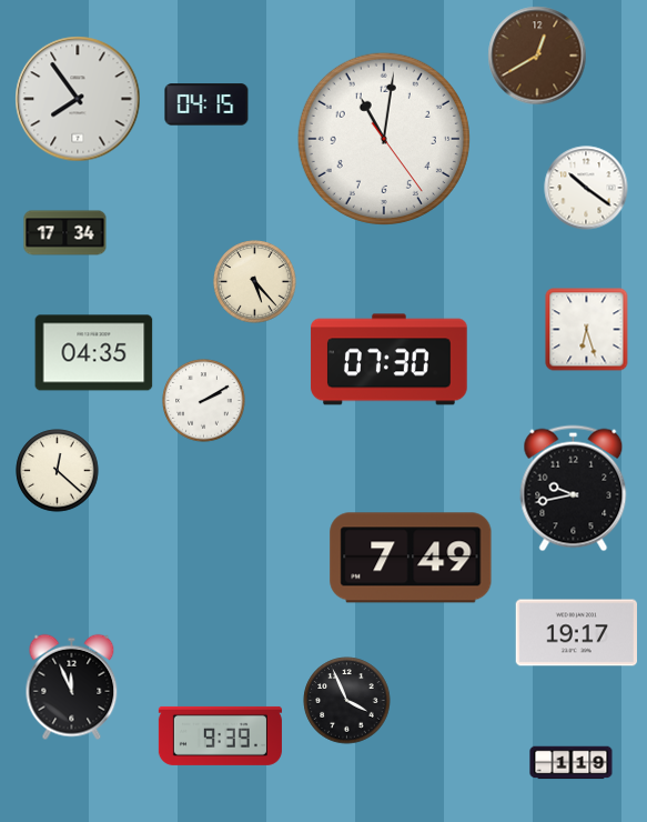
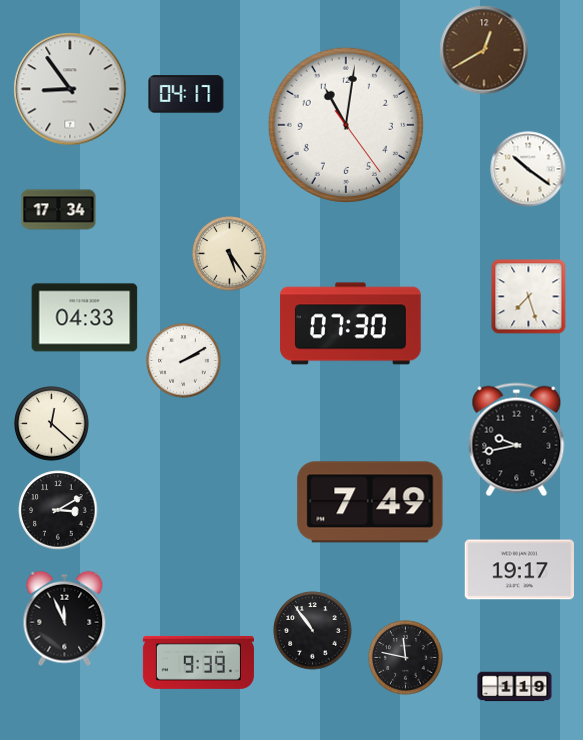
clock at (78, 99): 7:54 -> 8:54
clock at (206, 104): 04:15 -> 04:17
clock at (255, 282): 5:23 -> 5:24
clock at (587, 330): 6:27 -> 7:27
clock at (94, 353): 04:35 -> 04:33
clock at (58, 510): none -> 3:10
clock at (347, 701): 3:56 -> 10:54
clock at (406, 658): none -> 11:47
